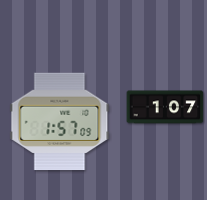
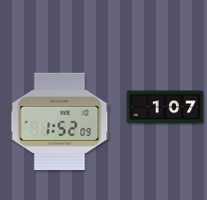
clock at (60, 122): 1:57 -> 1:52
